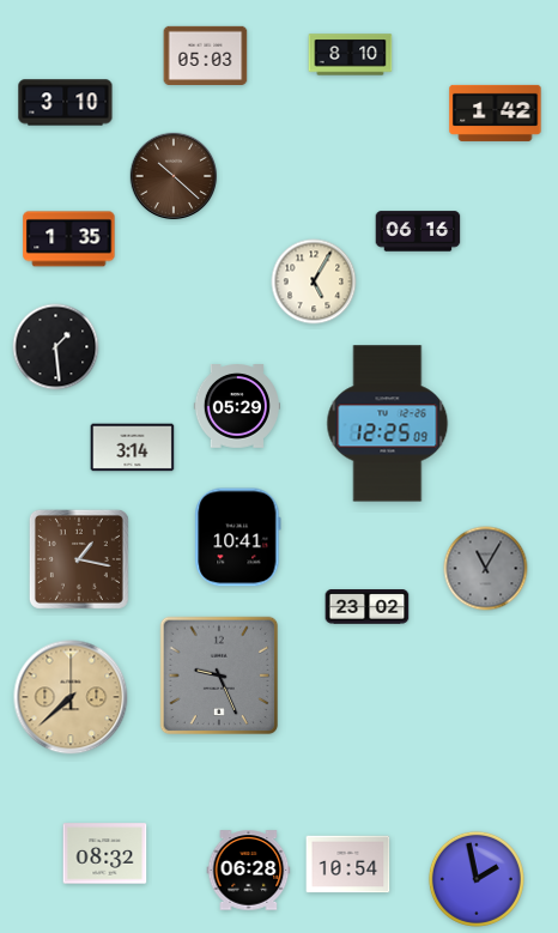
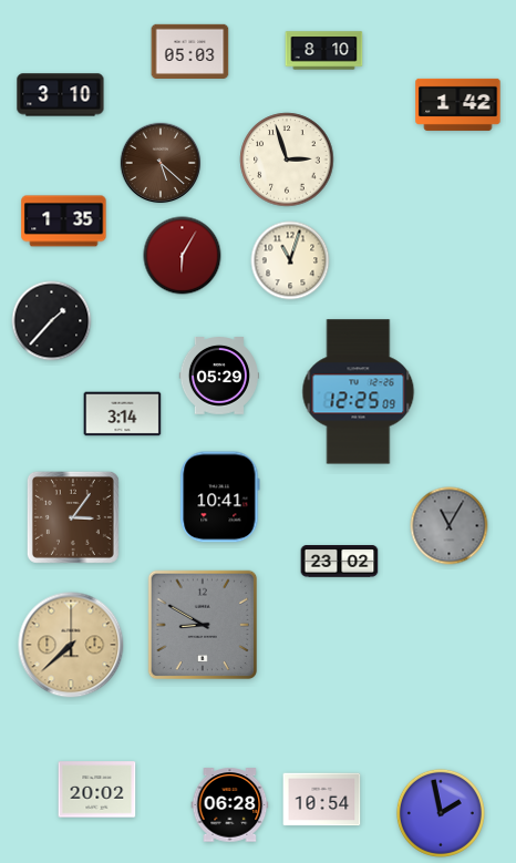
clock at (287, 160): none -> 2:57
clock at (174, 176): 10:22 -> 5:22
clock at (418, 231): 06:16 -> none
clock at (183, 256): none -> 6:05
clock at (314, 281): 5:05 -> 11:03
clock at (56, 347): 1:29 -> 1:37
clock at (79, 559): 1:17 -> 3:06
clock at (219, 675): 9:26 -> 8:50
clock at (71, 697) position: (71, 697) -> (71, 645)
clock at (105, 854): 08:32 -> 20:02
